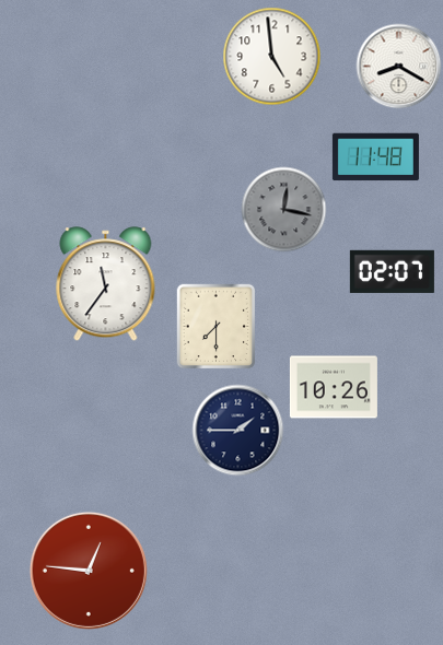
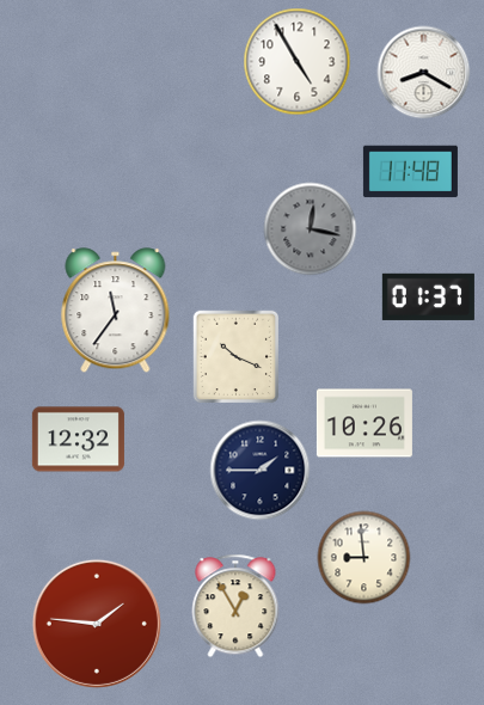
clock at (271, 56): 4:59 -> 4:55
clock at (398, 66) position: (398, 66) -> (423, 72)
clock at (392, 271): 02:07 -> 01:37
clock at (217, 326): 7:30 -> 10:19
clock at (78, 440): none -> 12:32
clock at (363, 557): none -> 8:59
clock at (235, 606): none -> 12:55
clock at (89, 571): 12:46 -> 1:46
